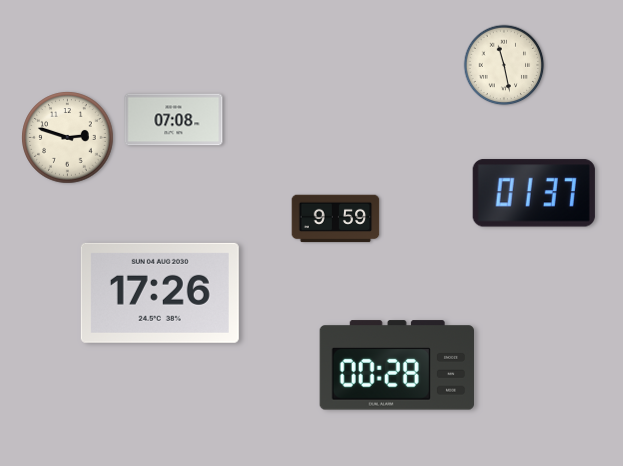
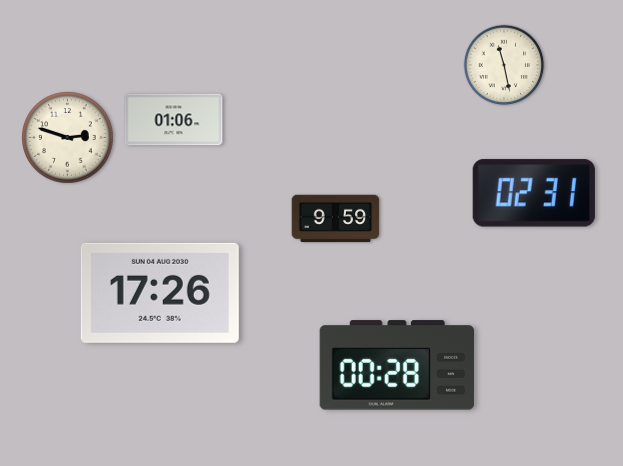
clock at (174, 120): 07:08 -> 01:06
clock at (534, 193): 01:37 -> 02:31
